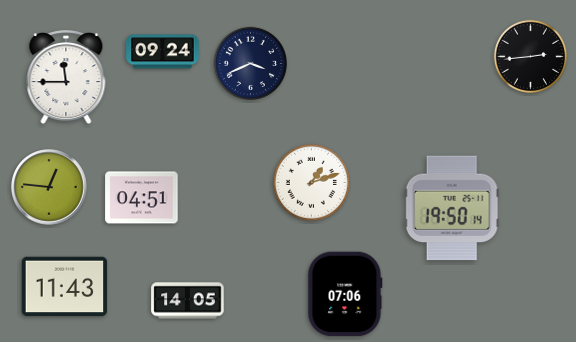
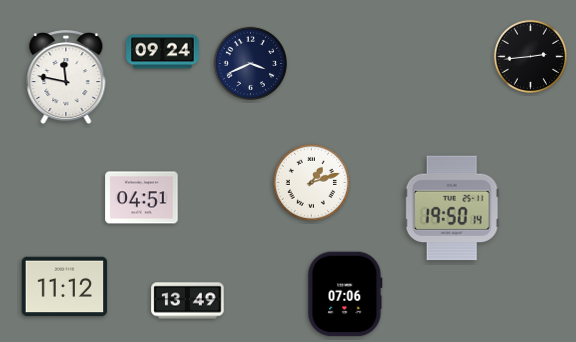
clock at (66, 78): 11:45 -> 11:47
clock at (49, 187): 12:46 -> none
clock at (65, 287): 11:43 -> 11:12
clock at (188, 301): 14:05 -> 13:49
